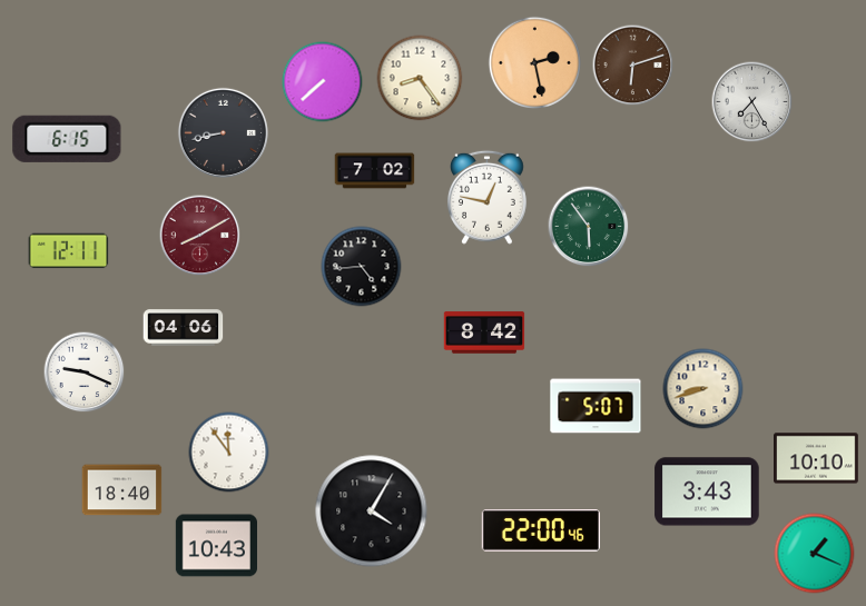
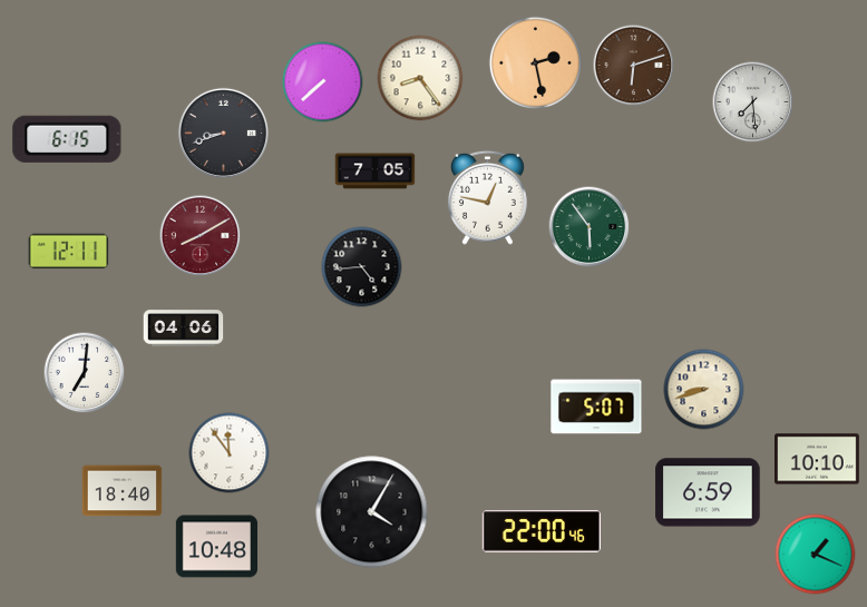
clock at (752, 102): 7:25 -> 7:29
clock at (223, 132): 8:43 -> 8:42
clock at (375, 171): 7:02 -> 7:05
clock at (484, 332): 8:42 -> none
clock at (85, 372): 9:19 -> 7:01
clock at (707, 491): 3:43 -> 6:59
clock at (216, 546): 10:43 -> 10:48
